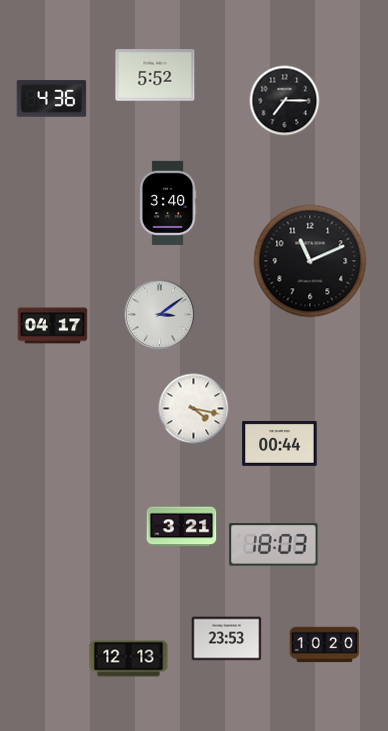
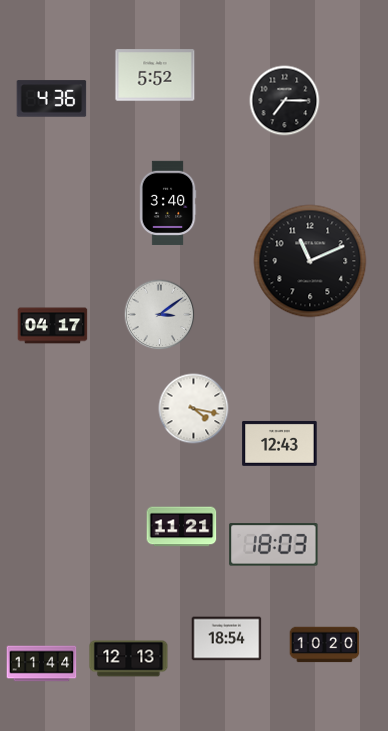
clock at (280, 443): 00:44 -> 12:43
clock at (182, 527): 3:21 -> 11:21
clock at (227, 639): 23:53 -> 18:54
clock at (42, 664): none -> 11:44
